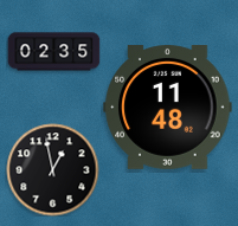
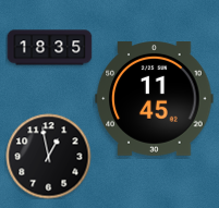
clock at (53, 52): 02:35 -> 18:35
clock at (168, 108): 11:48 -> 11:45
